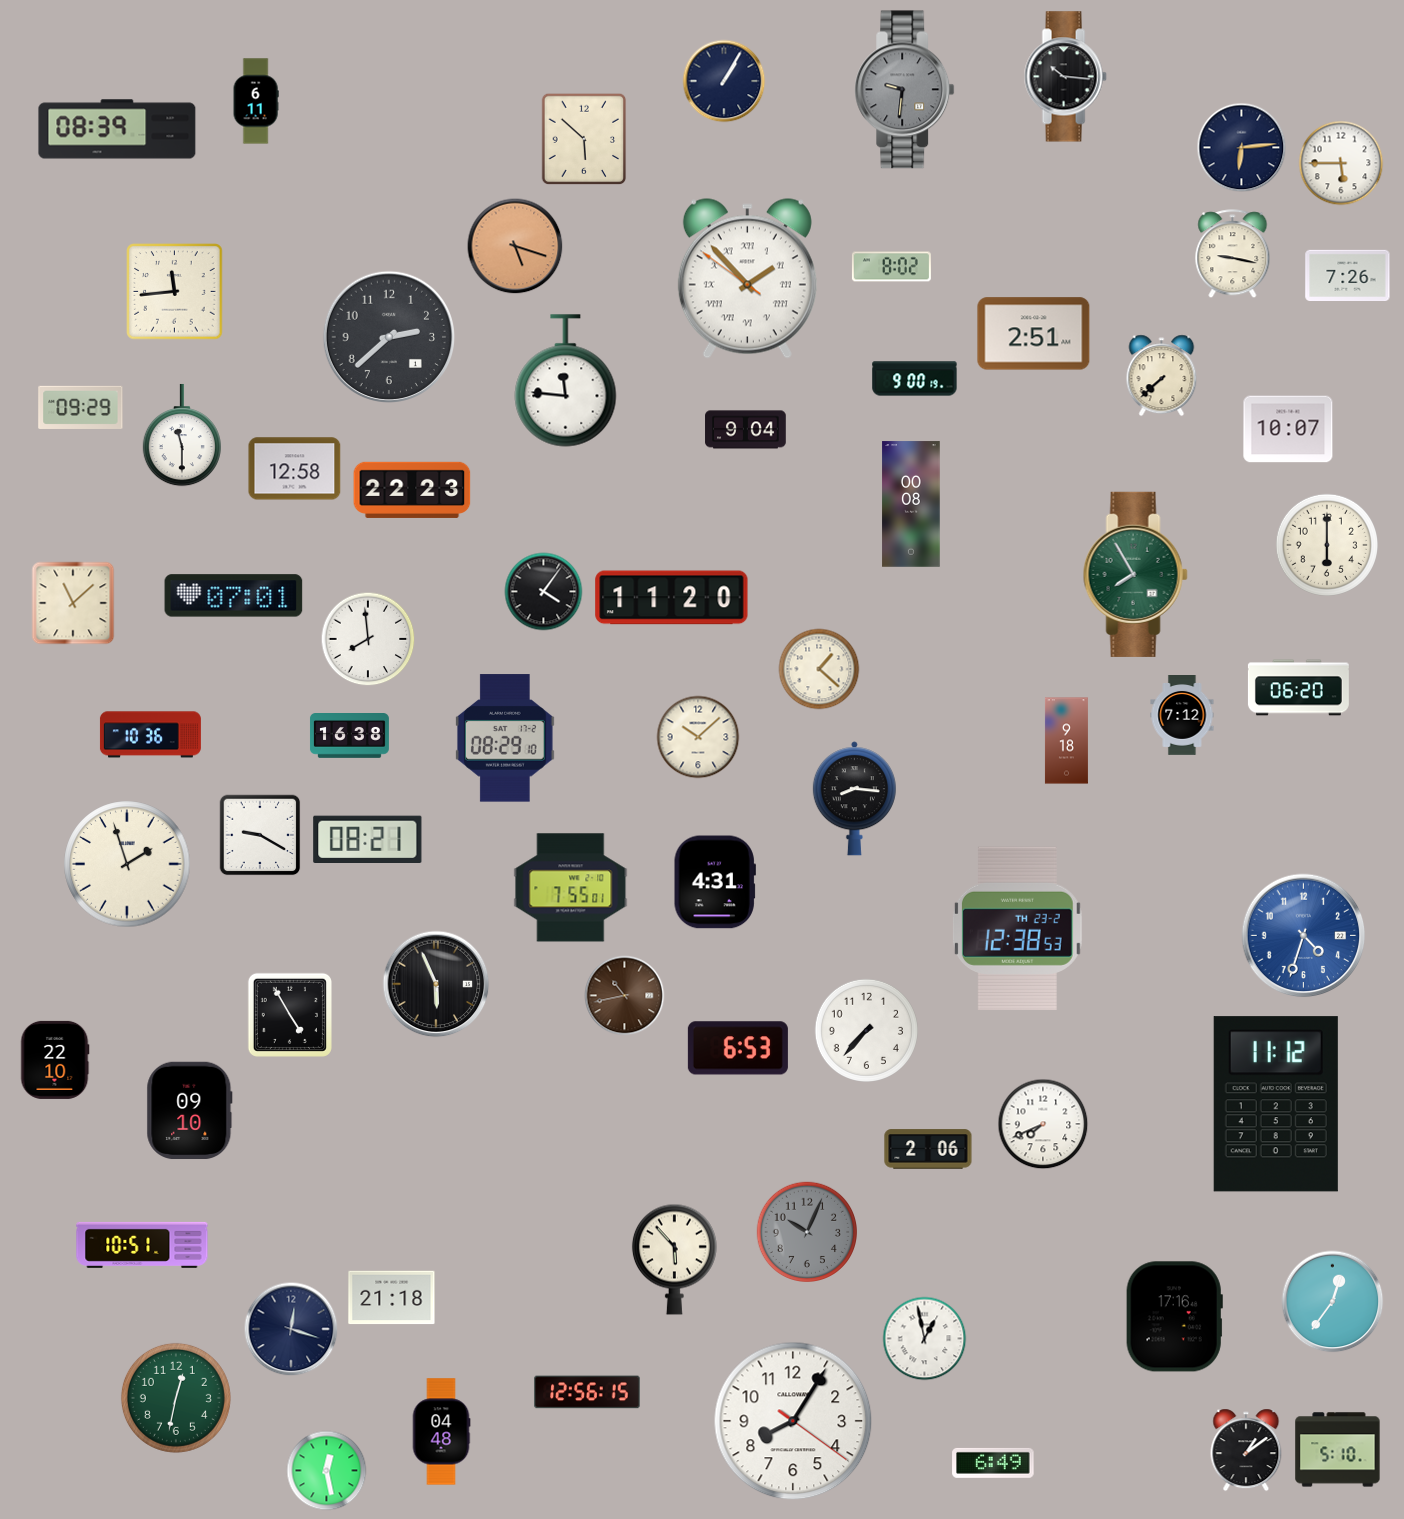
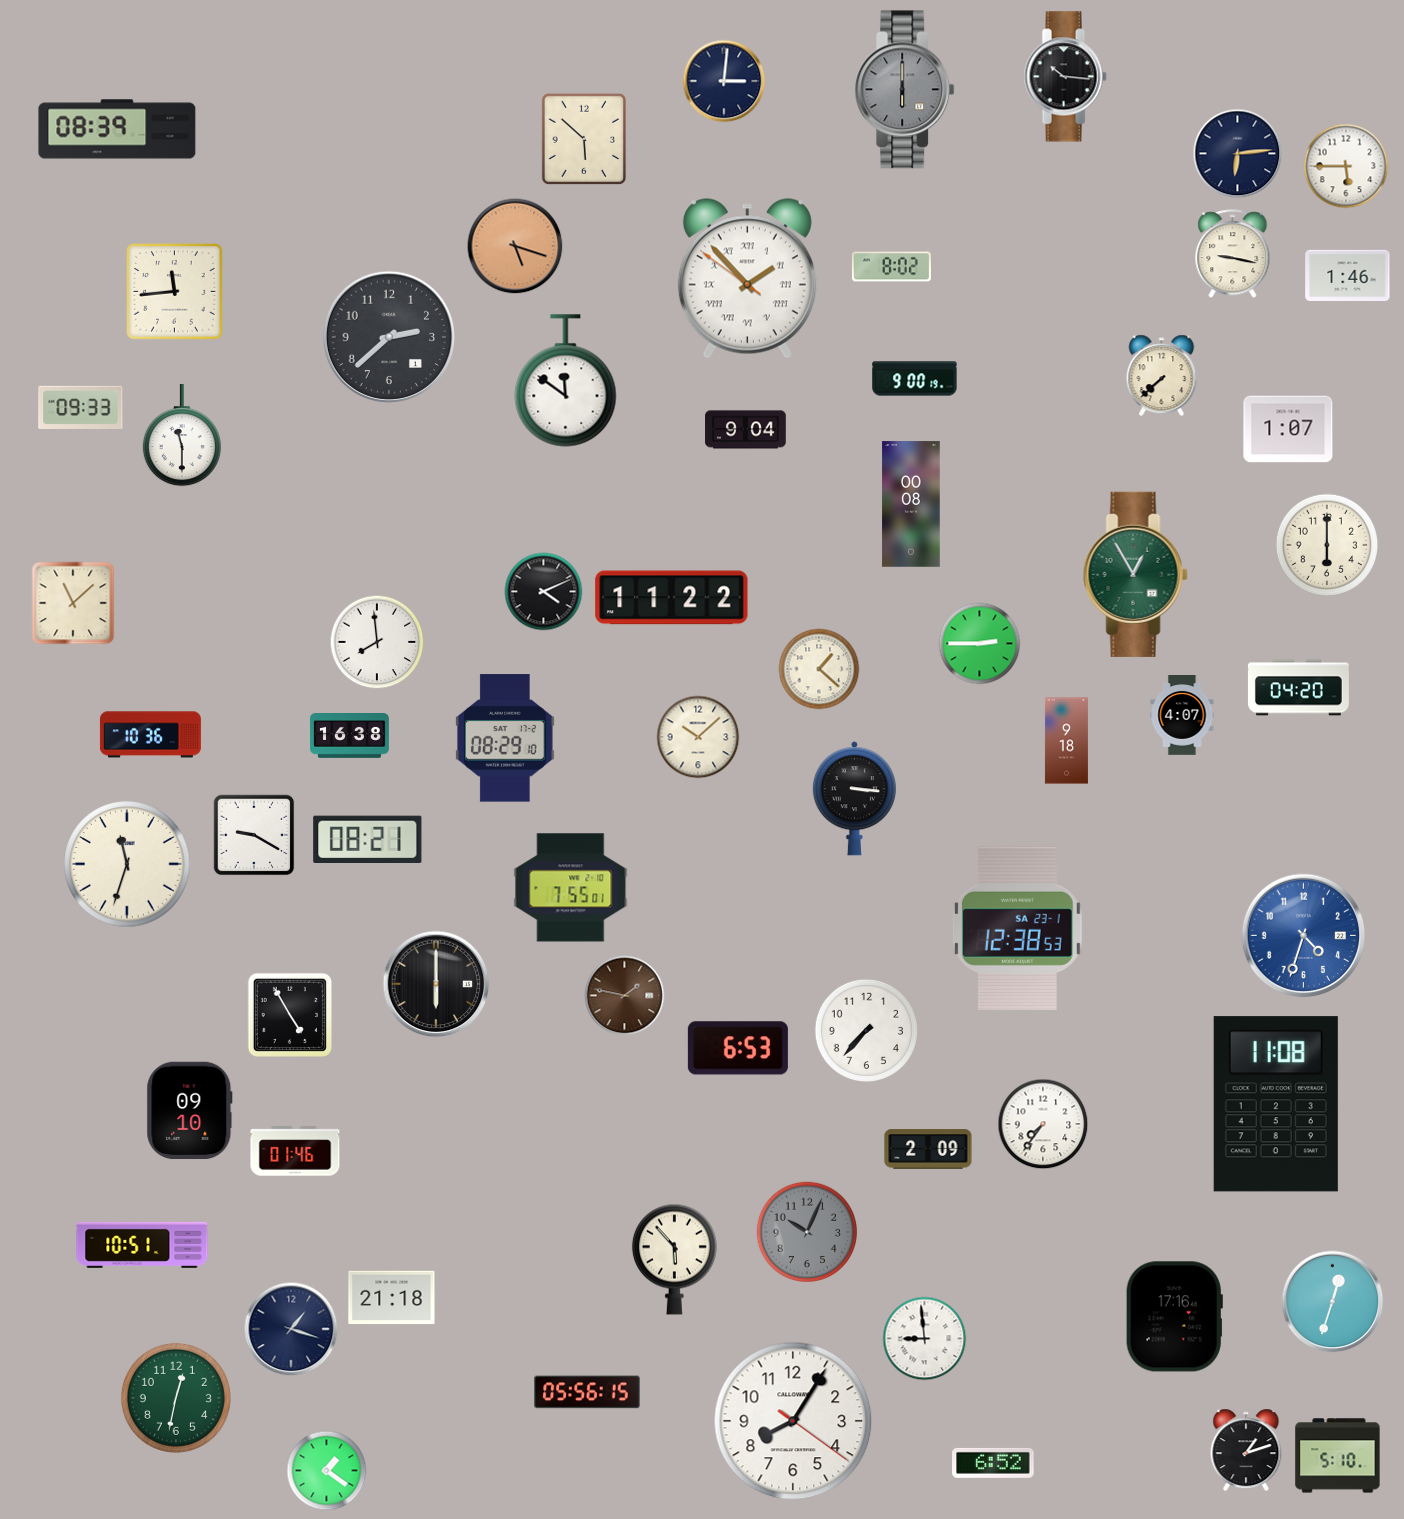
clock at (724, 81): 1:05 -> 3:01
clock at (905, 90): 9:31 -> 6:00
clock at (256, 101): 6:11 -> none
clock at (1242, 148) position: (1242, 148) -> (1238, 154)
clock at (1341, 163) position: (1341, 163) -> (1346, 166)
clock at (1348, 275): 7:26 -> 1:46
clock at (1034, 334): 2:51 -> none
clock at (566, 381): 11:46 -> 11:51
clock at (81, 407): 09:29 -> 09:33
clock at (1288, 429): 10:07 -> 1:07
clock at (295, 469): 12:58 -> none
clock at (412, 490): 22:23 -> none
clock at (1135, 574): 7:55 -> 12:55
clock at (544, 592): 4:06 -> 4:11
clock at (234, 596): 07:01 -> none
clock at (672, 598): 11:20 -> 11:22
clock at (368, 639) position: (368, 639) -> (377, 642)
clock at (980, 644): none -> 2:45
clock at (1298, 688): 06:20 -> 04:20
clock at (1182, 715): 7:12 -> 4:07
clock at (854, 799): 8:16 -> 3:16
clock at (260, 835) position: (260, 835) -> (254, 835)
clock at (127, 864): 1:57 -> 11:33
clock at (715, 882): 4:31 -> none
clock at (1017, 928) date: TH 23-2 -> SA 23-1
clock at (436, 984): 5:56 -> 6:00
clock at (625, 996): 10:43 -> 1:47
clock at (55, 1060): 22:10 -> none
clock at (1276, 1104): 11:12 -> 11:08
clock at (1043, 1124): 7:41 -> 7:36
clock at (928, 1149): 2:06 -> 2:09
clock at (295, 1151): none -> 01:46
clock at (1333, 1302): 12:36 -> 12:33
clock at (291, 1329): 12:18 -> 1:18
clock at (925, 1339): 12:58 -> 8:59
clock at (587, 1392): 12:56 -> 05:56
clock at (441, 1432): 04:48 -> none
clock at (1246, 1450): 1:09 -> 1:12
clock at (1338, 1450) position: (1338, 1450) -> (1338, 1456)
clock at (993, 1463): 6:49 -> 6:52
clock at (327, 1471): 12:28 -> 1:21
